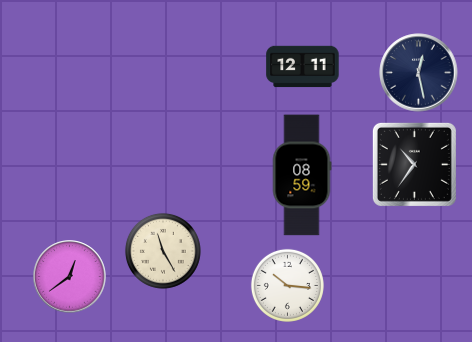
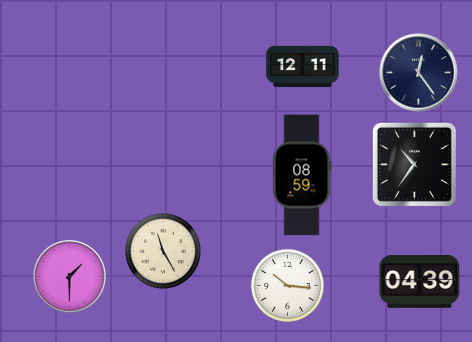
clock at (419, 73): 12:28 -> 12:24
clock at (70, 277): 12:39 -> 1:30
clock at (420, 281): none -> 04:39
